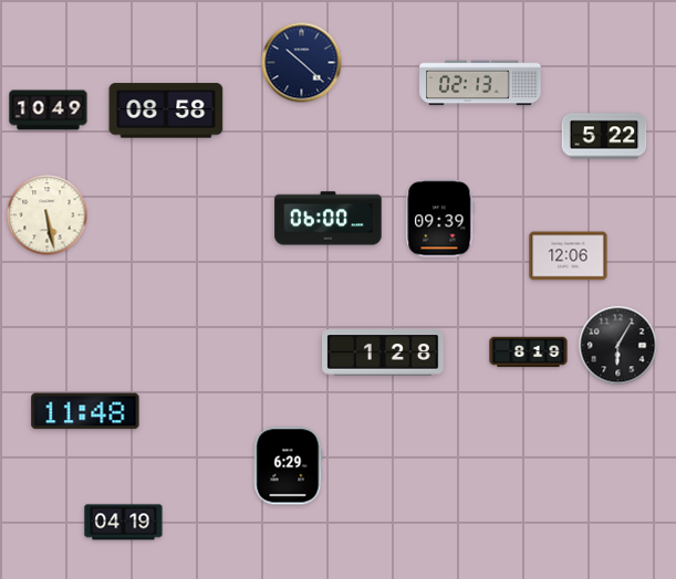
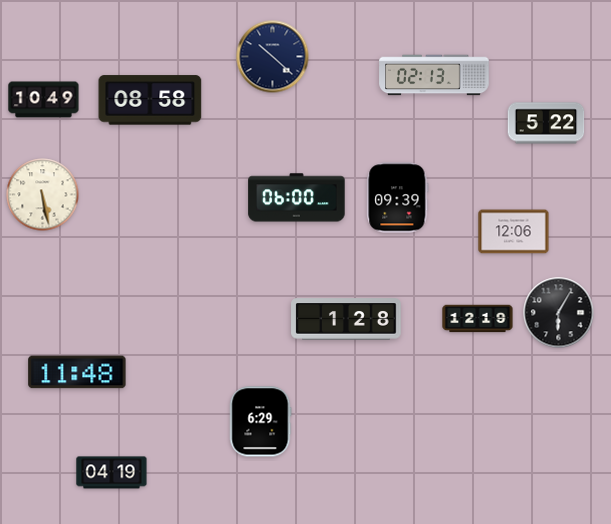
clock at (529, 352): 8:19 -> 12:19
